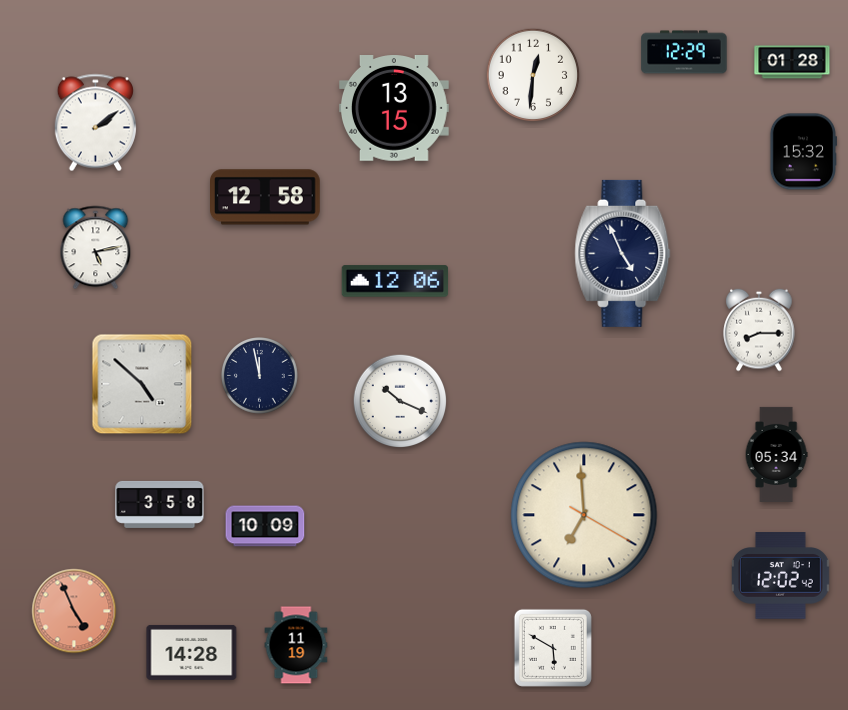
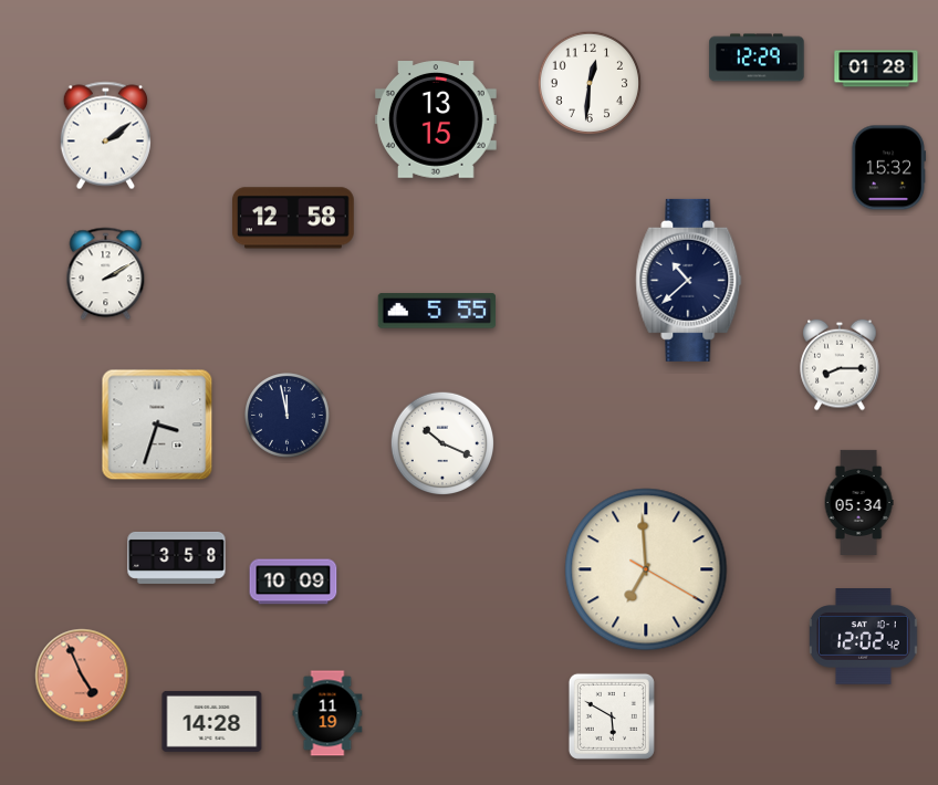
clock at (96, 248): 5:13 -> 2:10
clock at (623, 253): 4:56 -> 10:38
clock at (395, 281): 12:06 -> 5:55
clock at (142, 384): 4:52 -> 3:33
